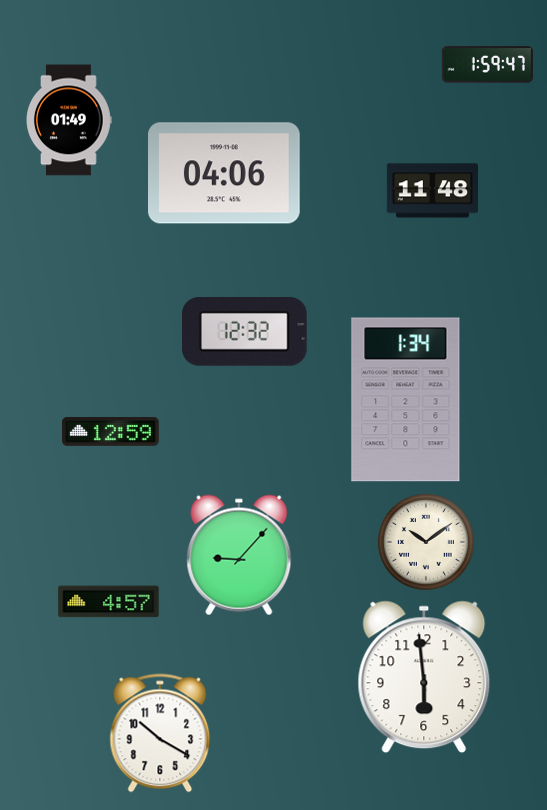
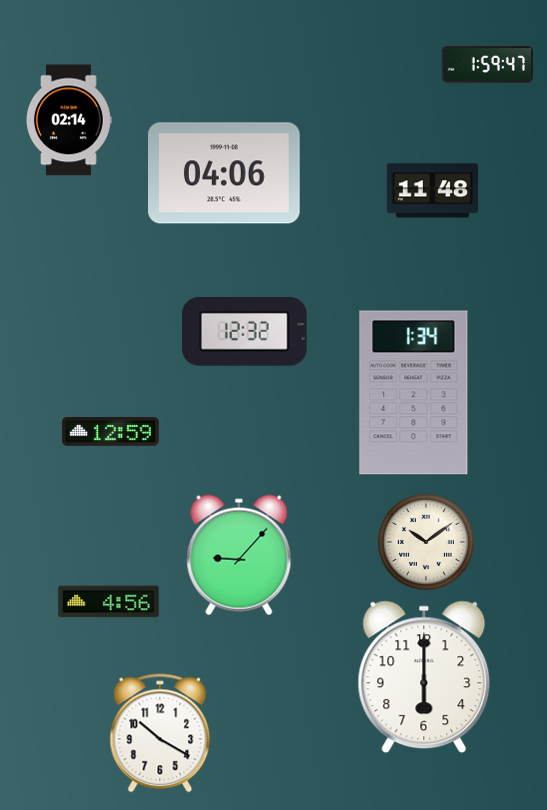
clock at (69, 120): 01:49 -> 02:14
clock at (406, 400) position: (406, 400) -> (414, 393)
clock at (109, 602): 4:57 -> 4:56
clock at (424, 677): 5:59 -> 6:00
